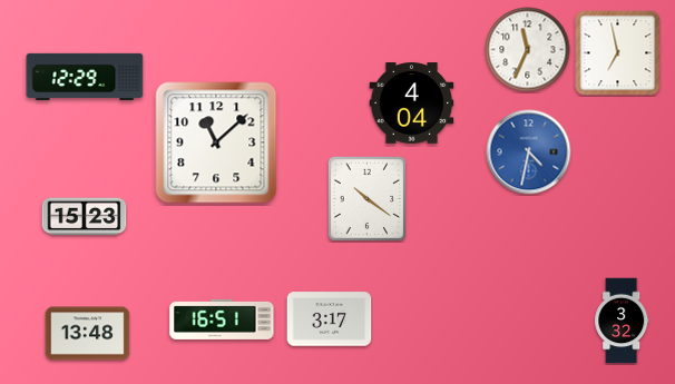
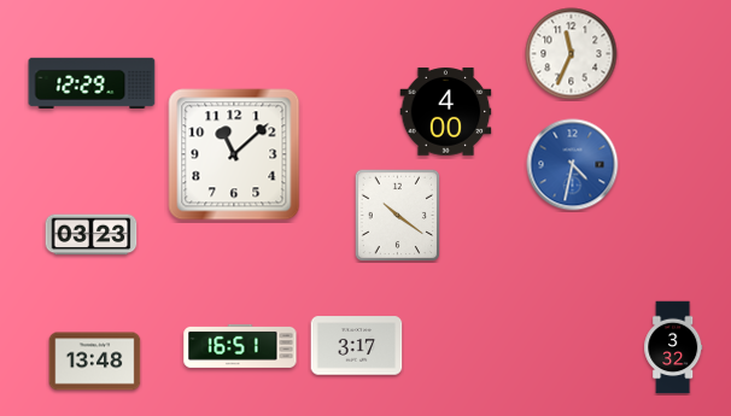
clock at (618, 53): 6:58 -> none
clock at (412, 104): 4:04 -> 4:00
clock at (85, 217): 15:23 -> 03:23
